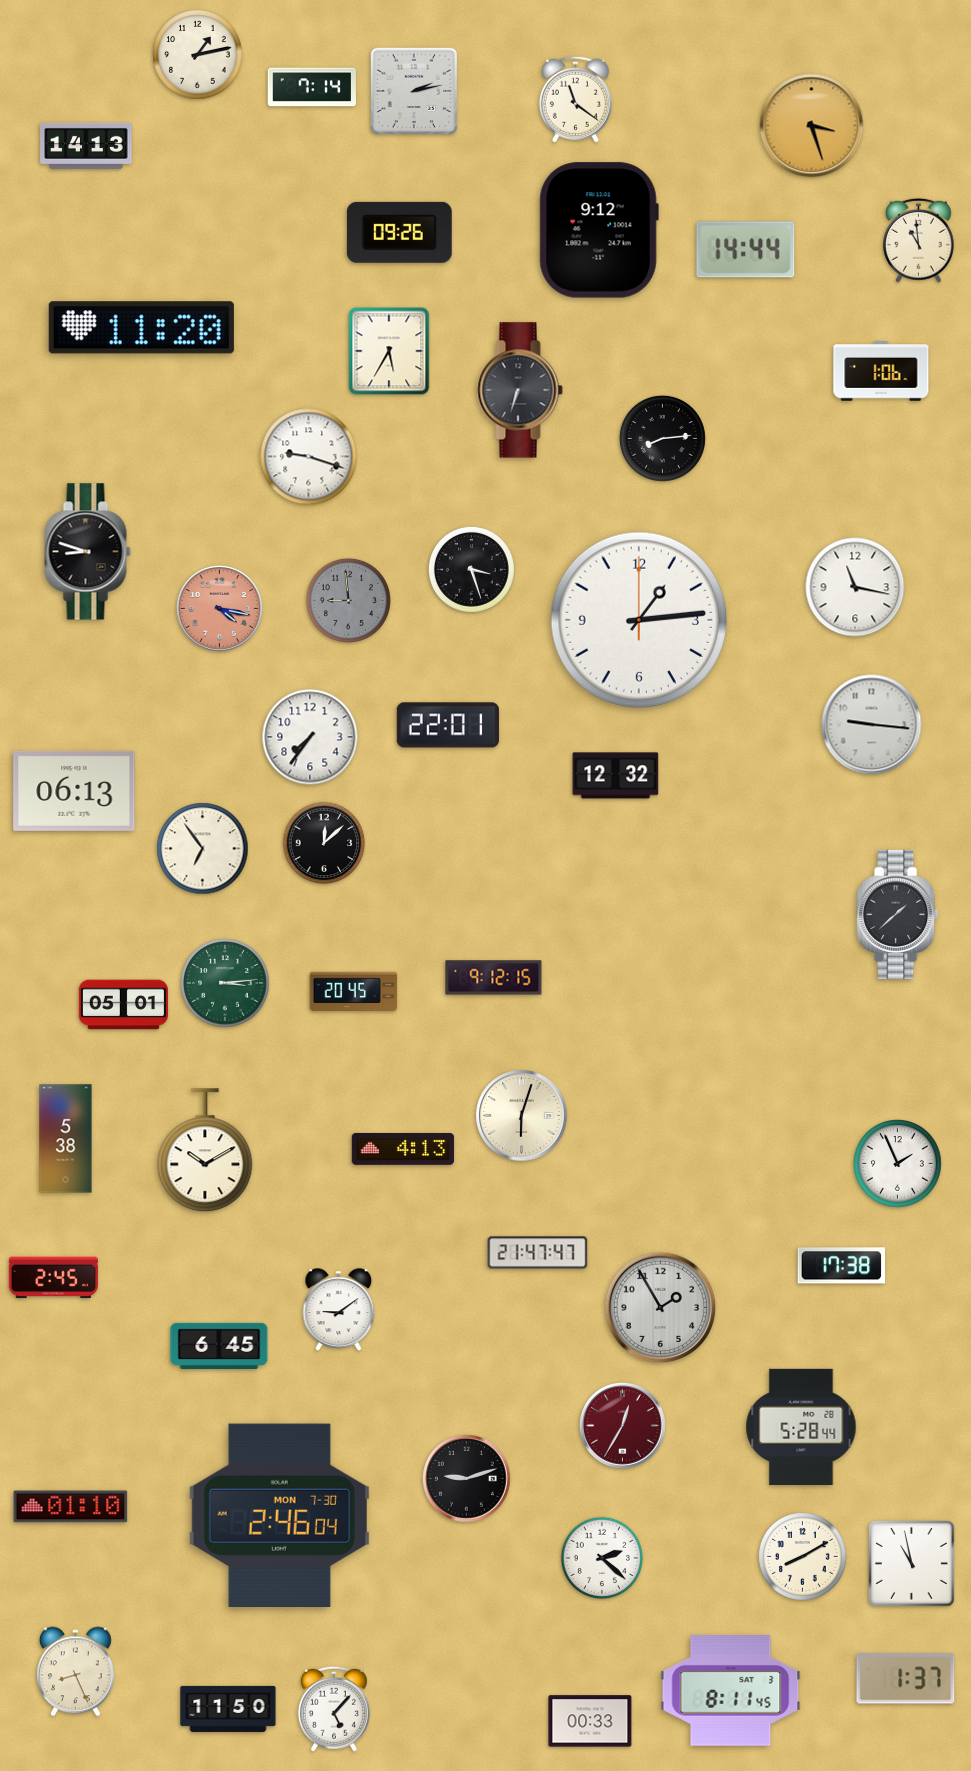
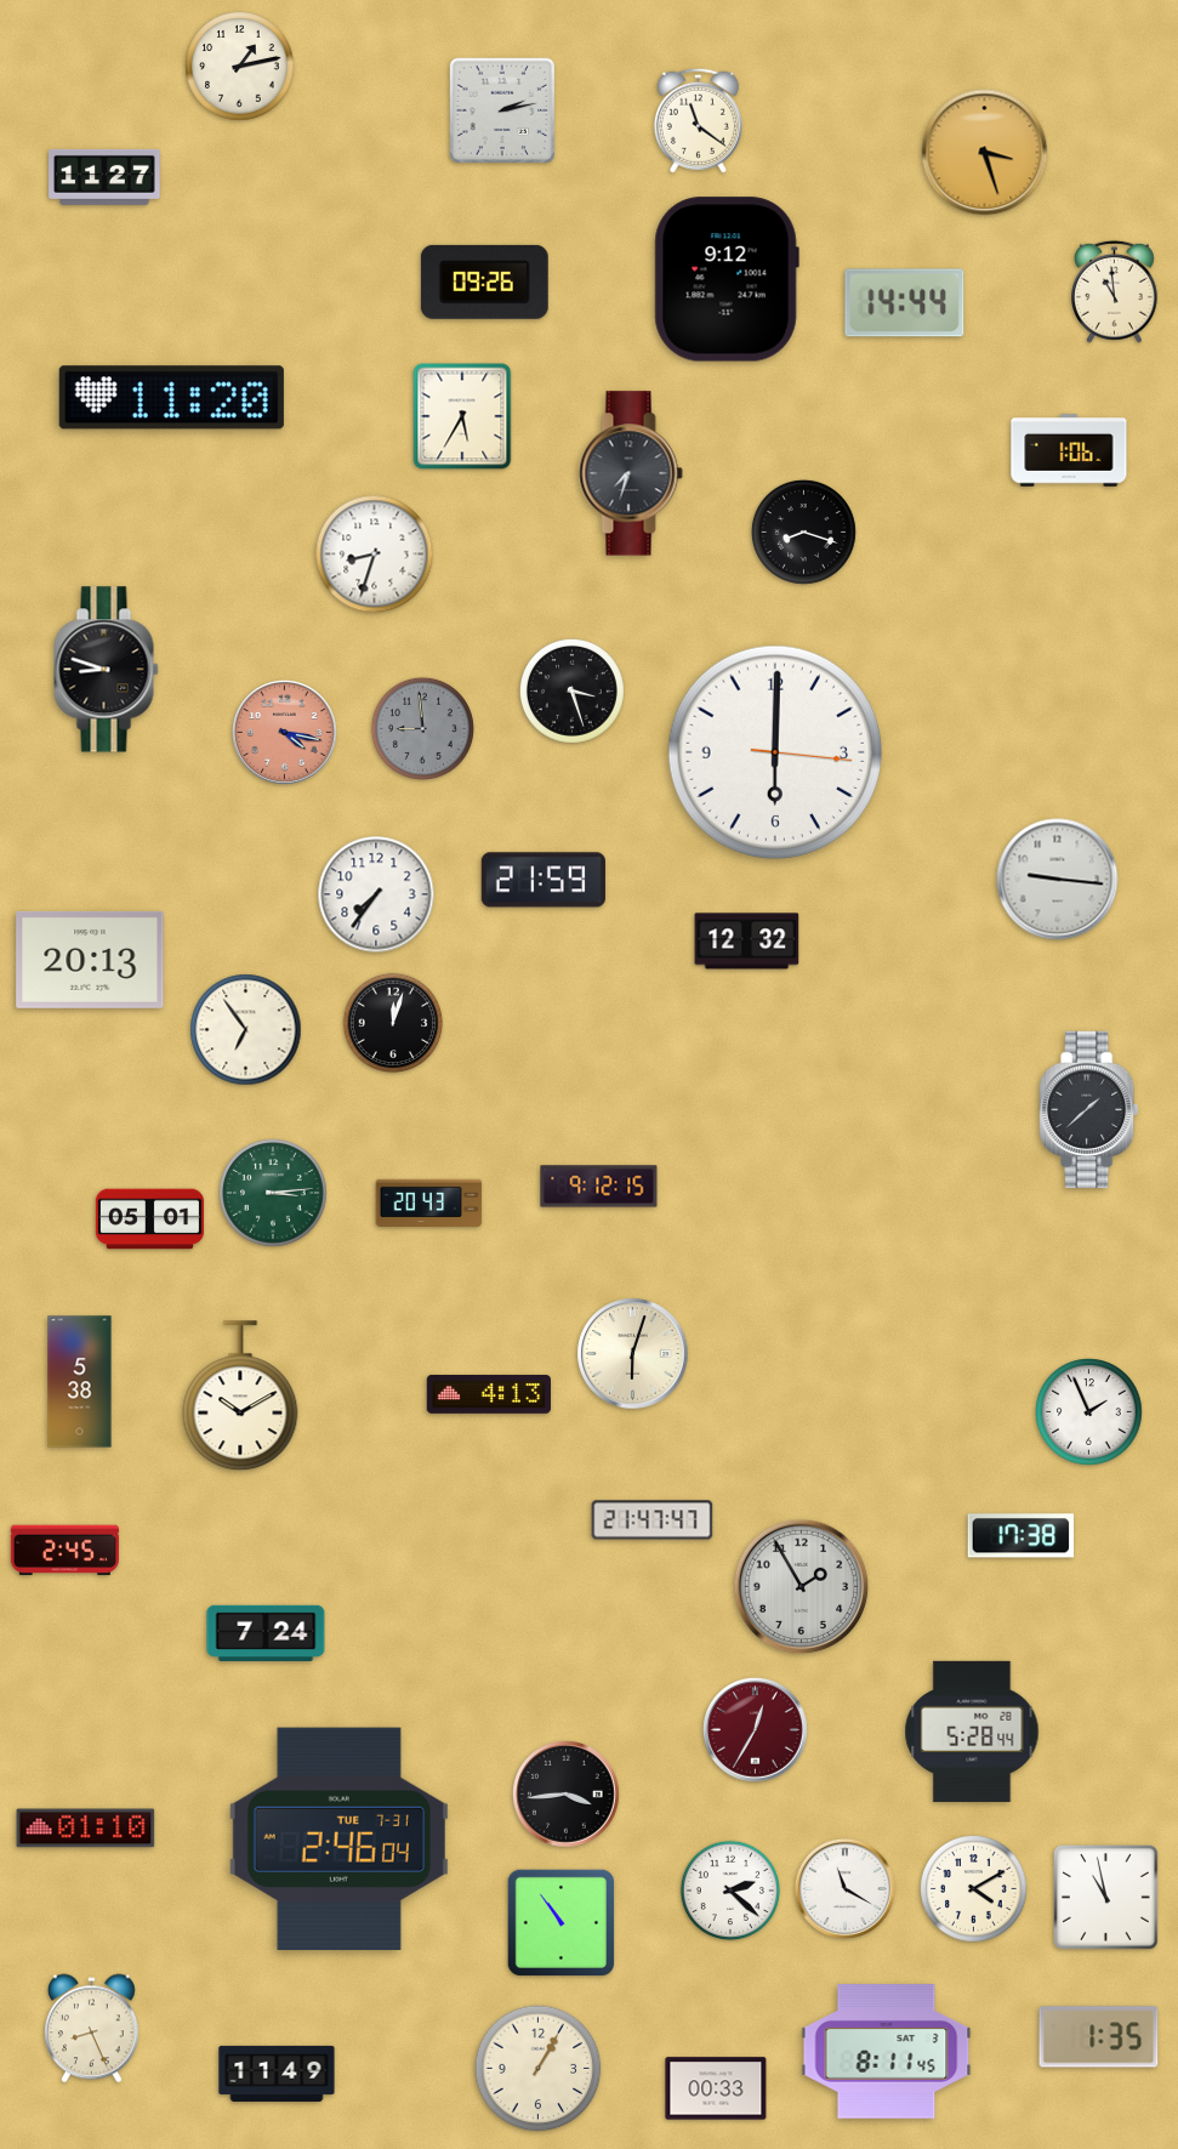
clock at (312, 87): 7:14 -> none
clock at (86, 146): 14:13 -> 11:27
clock at (389, 351) position: (389, 351) -> (462, 416)
clock at (520, 390): 6:33 -> 7:33
clock at (662, 438): 8:14 -> 8:18
clock at (309, 457): 9:18 -> 8:33
clock at (855, 587): 11:17 -> none
clock at (219, 608) position: (219, 608) -> (284, 732)
clock at (639, 620): 1:14 -> 6:00
clock at (448, 725): 22:01 -> 21:59
clock at (74, 791): 06:13 -> 20:13
clock at (324, 843): 12:08 -> 12:03
clock at (354, 991): 20:45 -> 20:43
clock at (205, 1151) position: (205, 1151) -> (240, 1397)
clock at (339, 1310): 9:09 -> none
clock at (219, 1346): 6:45 -> 7:24
clock at (467, 1479): 9:12 -> 3:44
clock at (279, 1515) date: MON 7-30 -> TUE 7-31
clock at (844, 1888): none -> 11:20
clock at (803, 1557): 8:10 -> 4:10
clock at (560, 1922): none -> 10:54
clock at (906, 1679): 1:37 -> 1:35
clock at (539, 2069): none -> 1:05
clock at (228, 1709): 11:50 -> 11:49
clock at (334, 1709): 5:07 -> none
